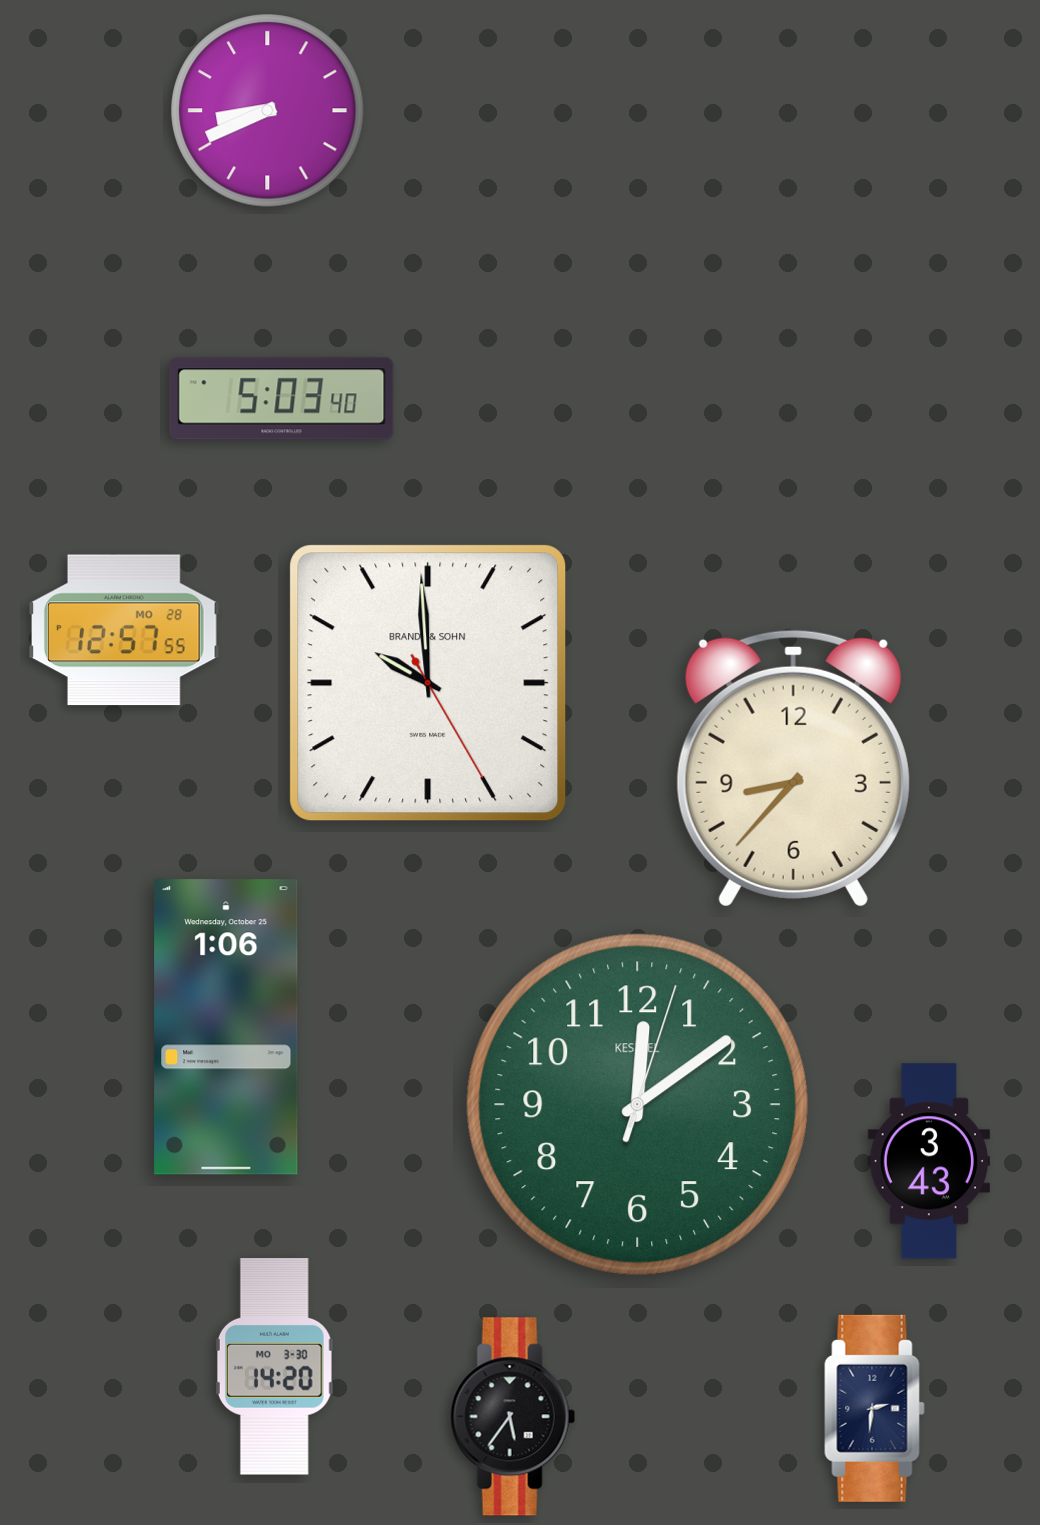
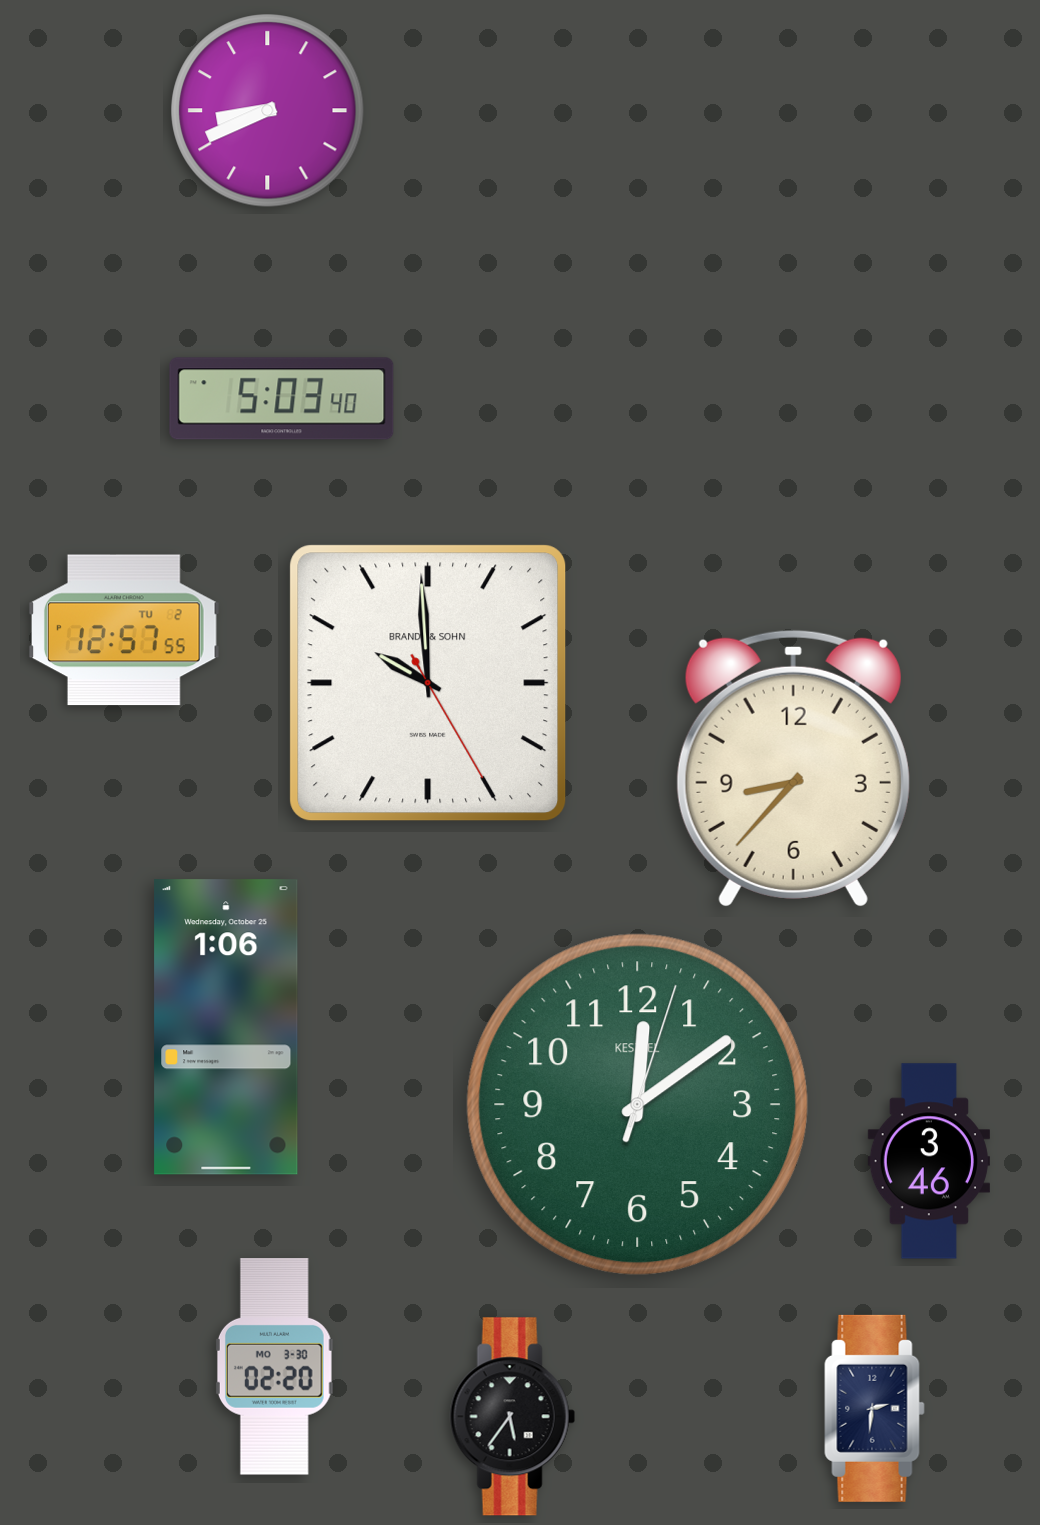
clock at (124, 630) date: MO 28 -> TU 2
clock at (929, 1161): 3:43 -> 3:46
clock at (274, 1367): 14:20 -> 02:20
